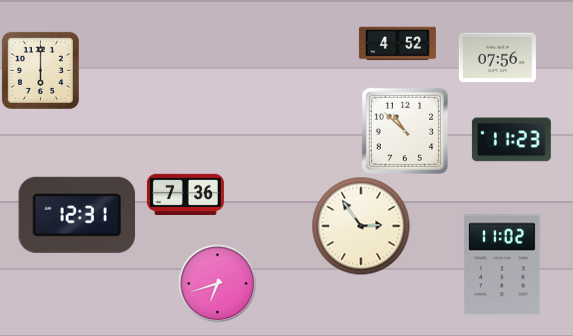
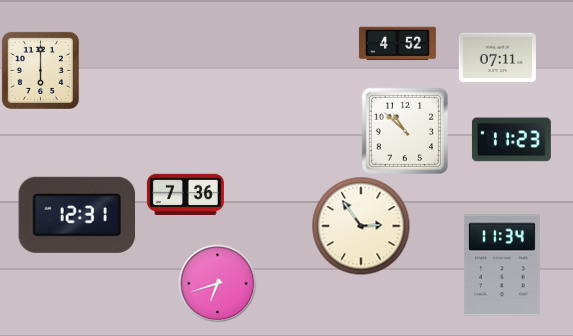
clock at (497, 58): 07:56 -> 07:11
clock at (502, 265): 11:02 -> 11:34
